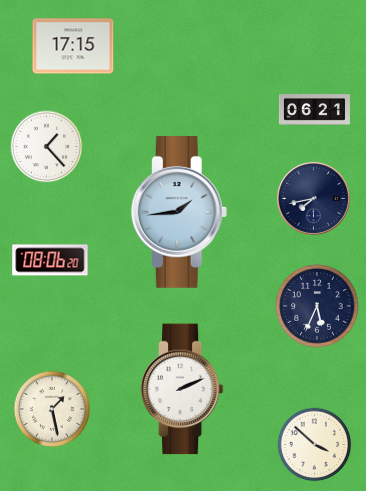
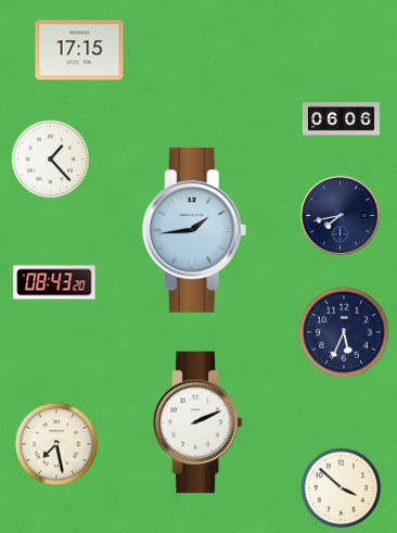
clock at (314, 110): 06:21 -> 06:06
clock at (50, 260): 08:06 -> 08:43
clock at (51, 408): 1:28 -> 7:28
clock at (315, 445) position: (315, 445) -> (342, 488)
